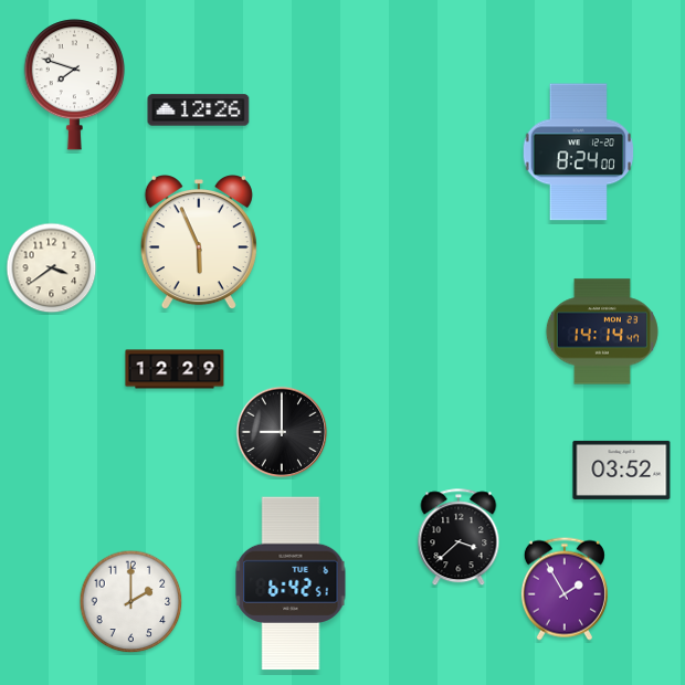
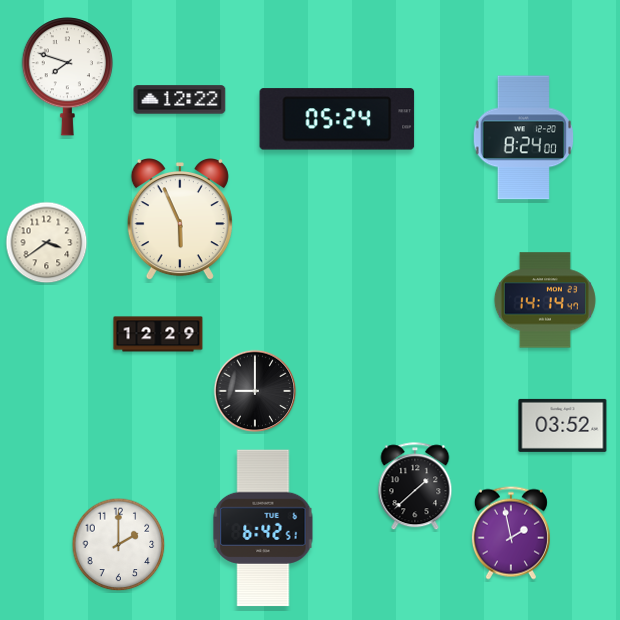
clock at (199, 110): 12:26 -> 12:22
clock at (337, 119): none -> 05:24
clock at (459, 538): 3:38 -> 1:38
clock at (565, 589): 1:55 -> 1:58
